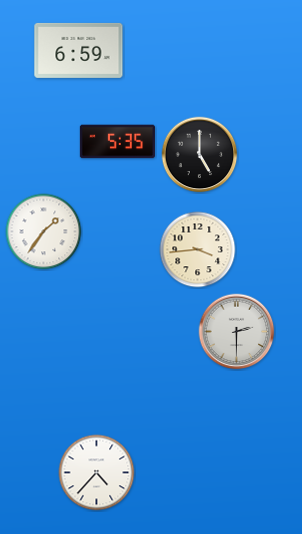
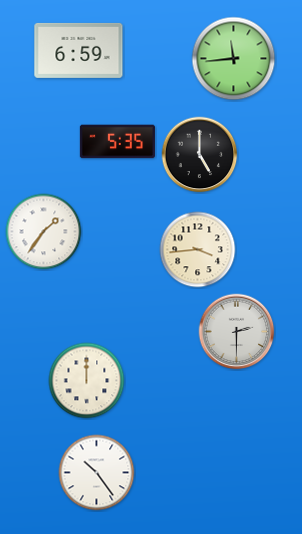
clock at (234, 59): none -> 11:44
clock at (87, 381): none -> 12:00
clock at (97, 473): 4:37 -> 10:24
